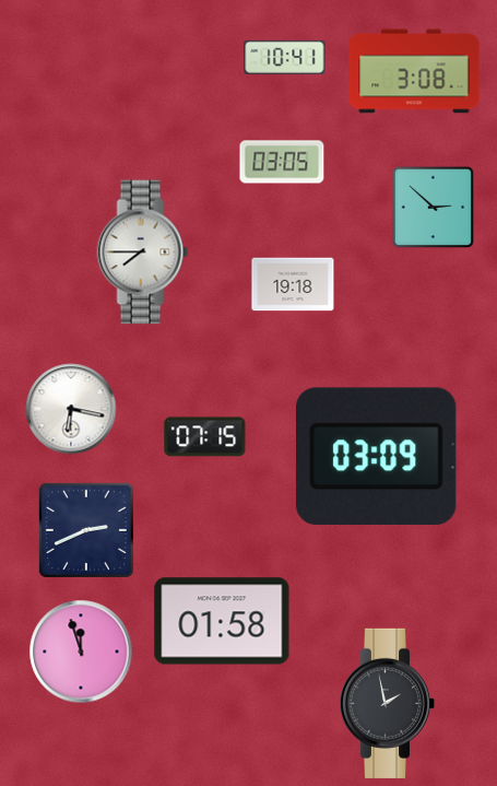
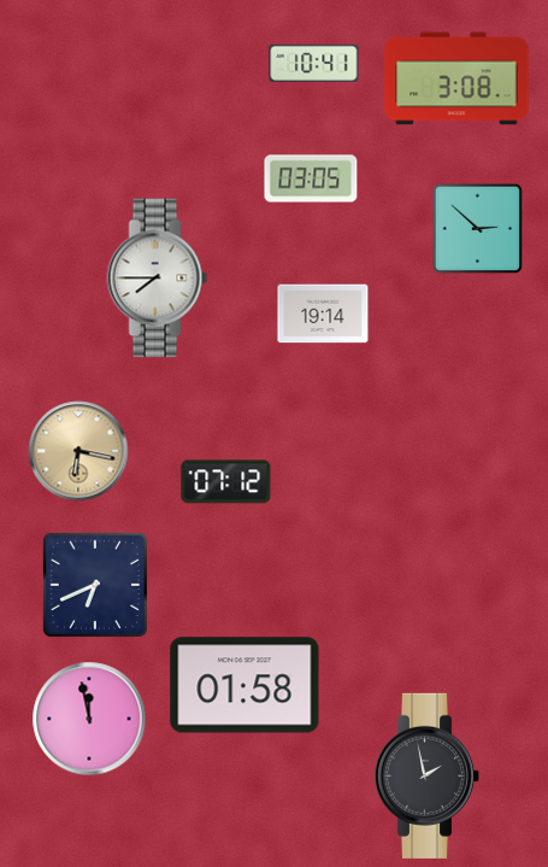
clock at (293, 284): 19:18 -> 19:14
clock at (71, 409) dial: white -> champagne
clock at (205, 437): 07:15 -> 07:12
clock at (377, 456): 03:09 -> none
clock at (86, 530): 2:41 -> 6:41
clock at (81, 652): 11:57 -> 11:58
